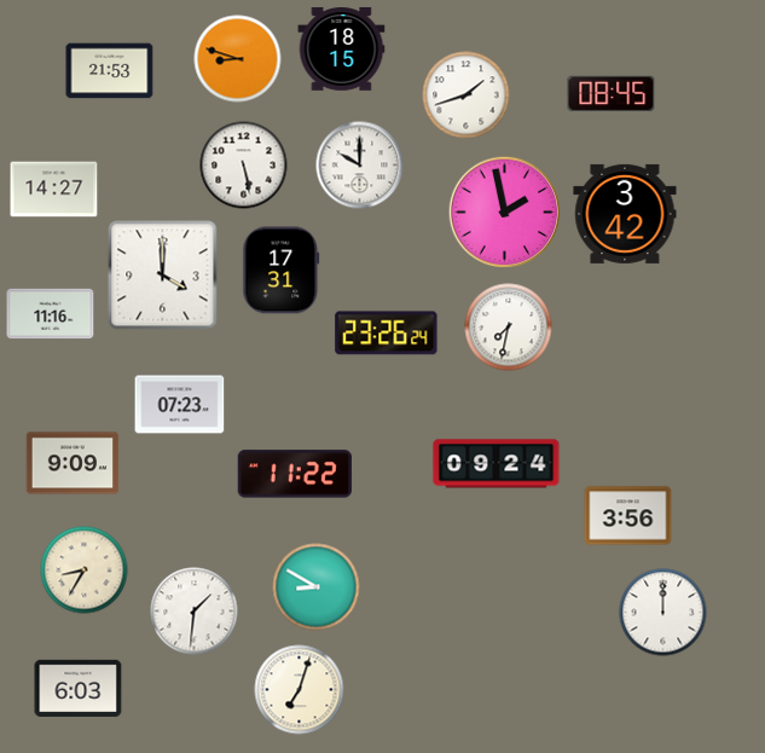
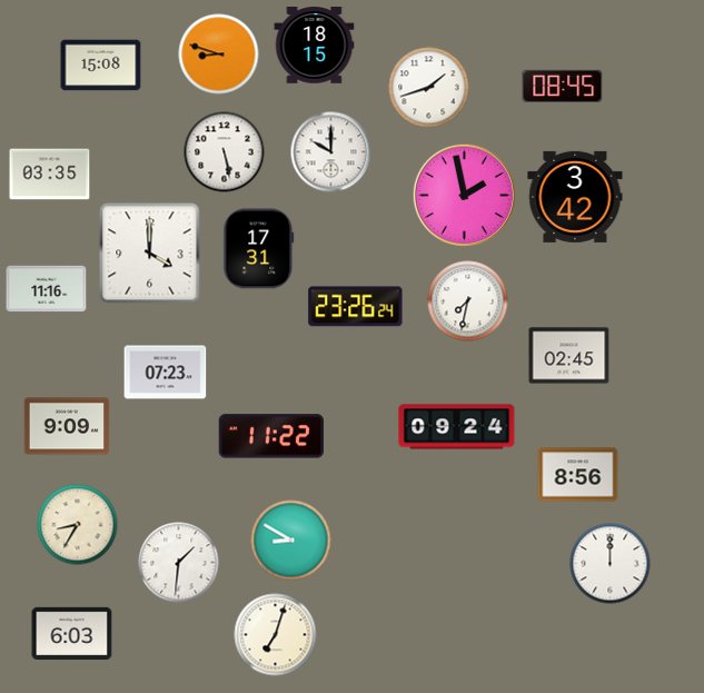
clock at (110, 71): 21:53 -> 15:08
clock at (54, 190): 14:27 -> 03:35
clock at (569, 356): none -> 02:45
clock at (628, 516): 3:56 -> 8:56
